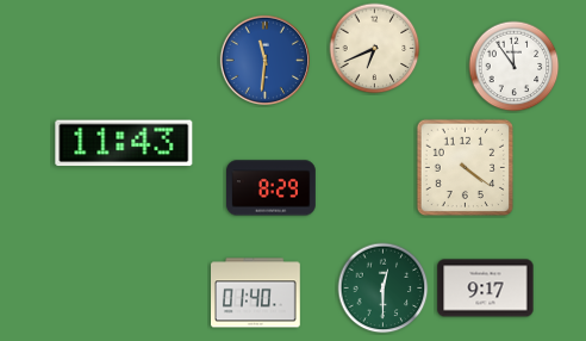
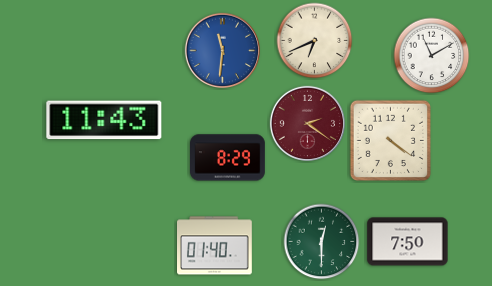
clock at (515, 67): 11:54 -> 11:10
clock at (307, 123): none -> 2:21
clock at (486, 289): 9:17 -> 7:50
